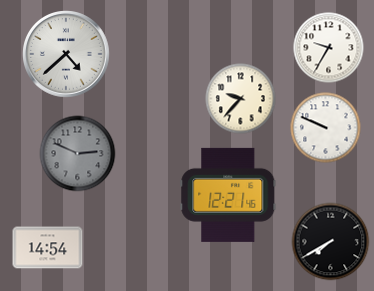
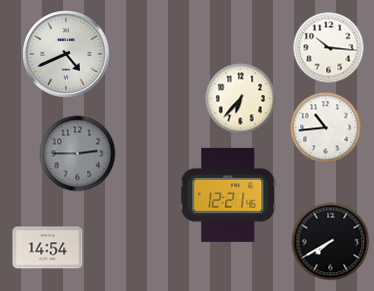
clock at (329, 48): 9:35 -> 10:16
clock at (66, 54): 4:38 -> 4:41
clock at (241, 99): 9:37 -> 6:37
clock at (326, 128): 9:49 -> 10:44
clock at (78, 154): 2:49 -> 2:45
